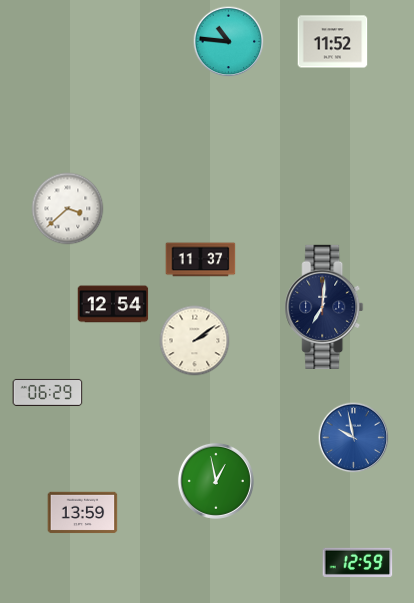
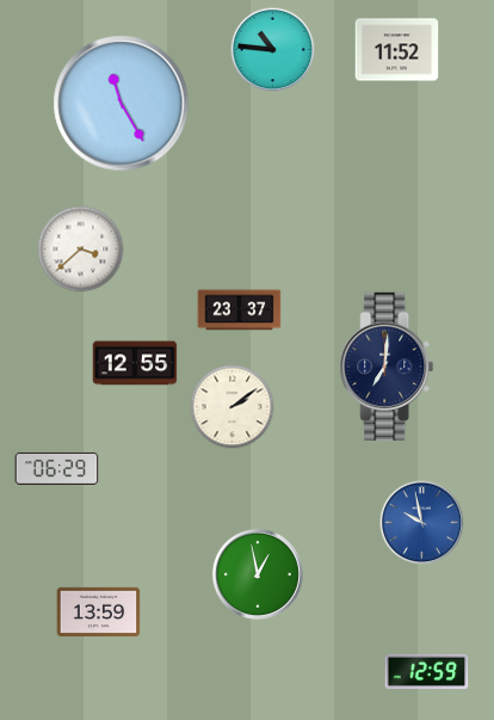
clock at (122, 104): none -> 11:25
clock at (201, 260): 11:37 -> 23:37
clock at (113, 304): 12:54 -> 12:55
